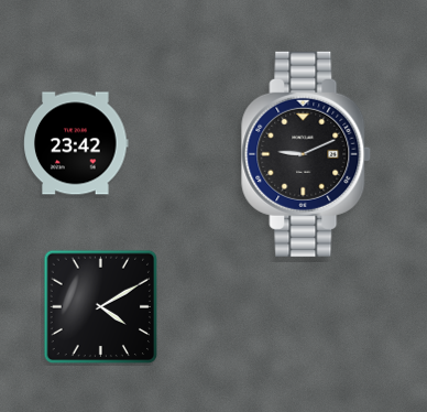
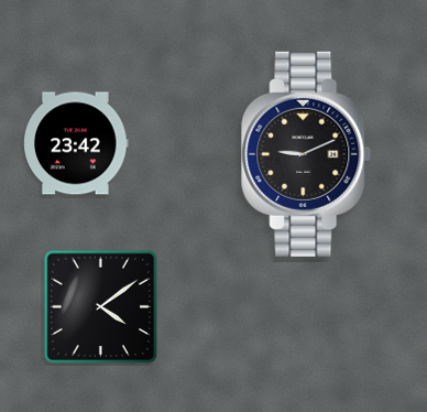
clock at (101, 307): 4:10 -> 4:09
